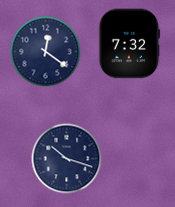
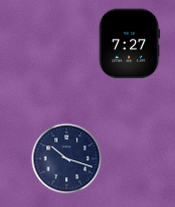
clock at (130, 44): 7:32 -> 7:27
clock at (46, 52): 12:21 -> none
